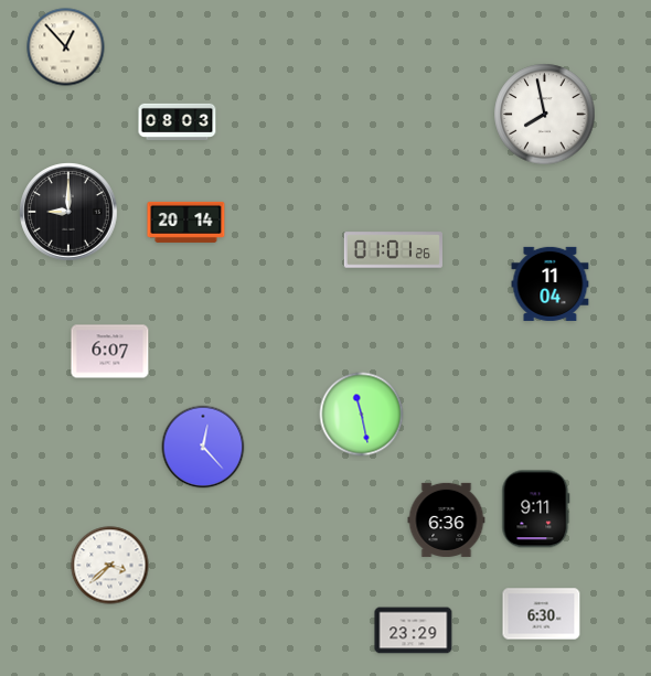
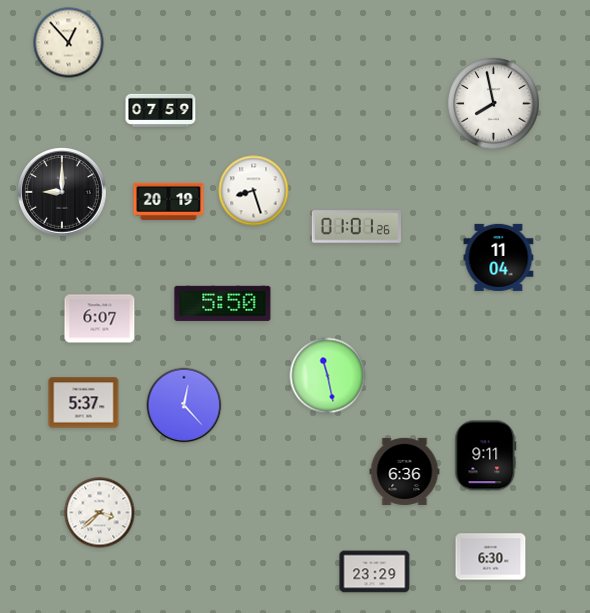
clock at (66, 47) position: (66, 47) -> (69, 43)
clock at (178, 121): 08:03 -> 07:59
clock at (254, 191): none -> 8:27
clock at (186, 222): 20:14 -> 20:19
clock at (223, 303): none -> 5:50
clock at (84, 403): none -> 5:37
clock at (536, 509) position: (536, 509) -> (486, 456)
